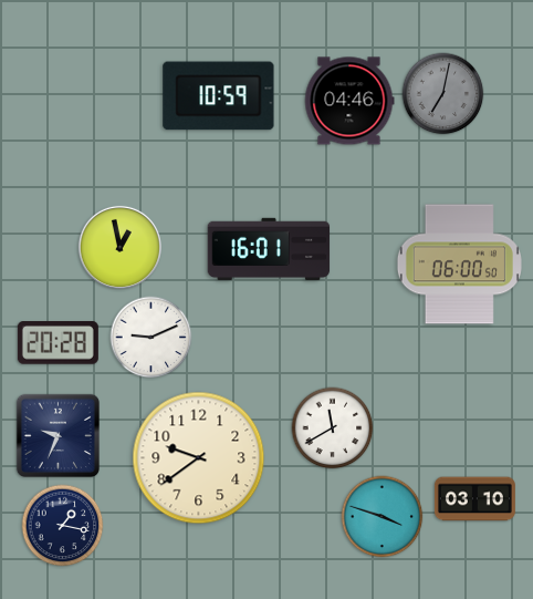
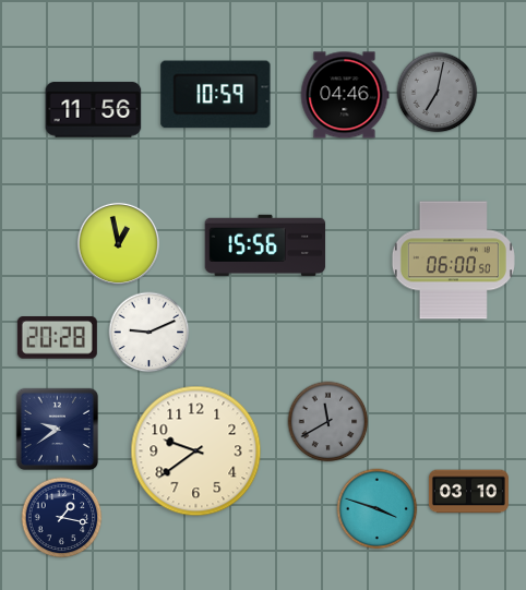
clock at (349, 101) position: (349, 101) -> (345, 95)
clock at (94, 110): none -> 11:56
clock at (269, 249): 16:01 -> 15:56
clock at (333, 428) dial: white -> grey
clock at (58, 435): 9:34 -> 9:39
